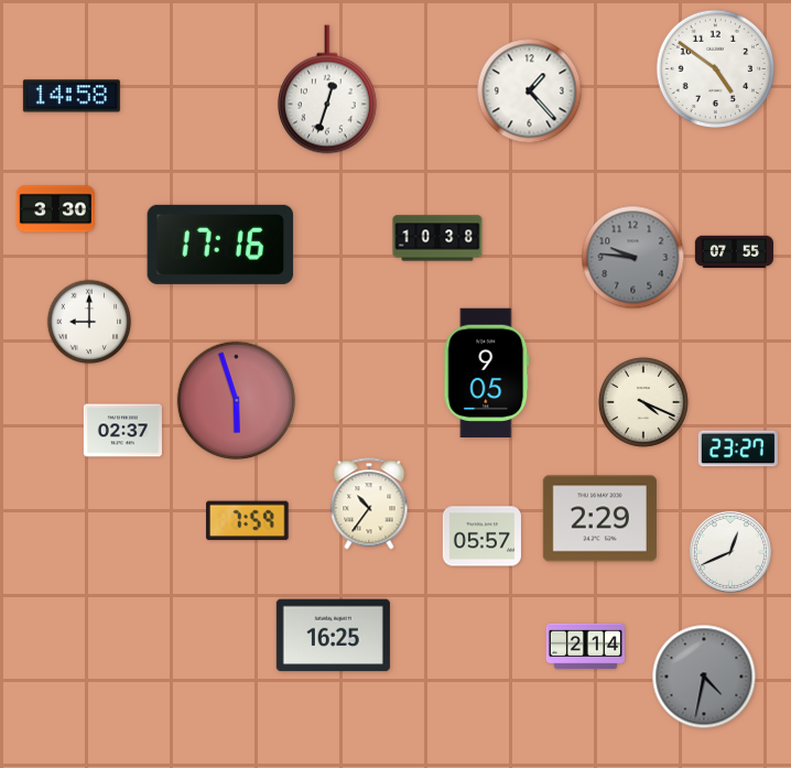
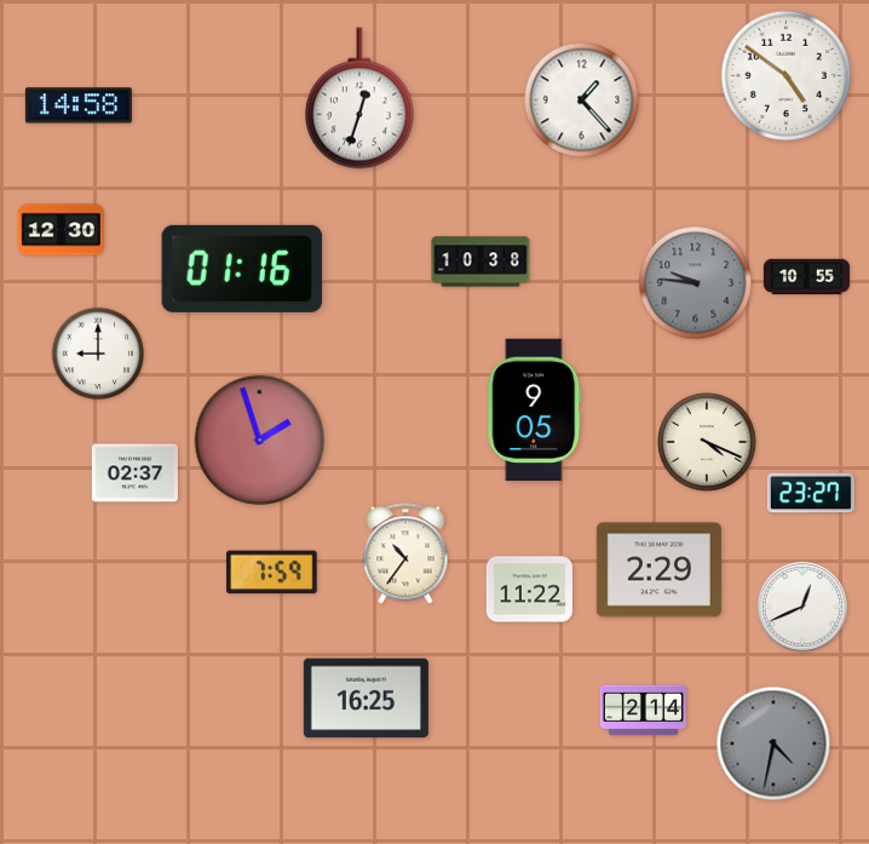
clock at (55, 209): 3:30 -> 12:30
clock at (220, 245): 17:16 -> 01:16
clock at (734, 252): 07:55 -> 10:55
clock at (237, 401): 5:57 -> 1:57
clock at (481, 537): 05:57 -> 11:22
